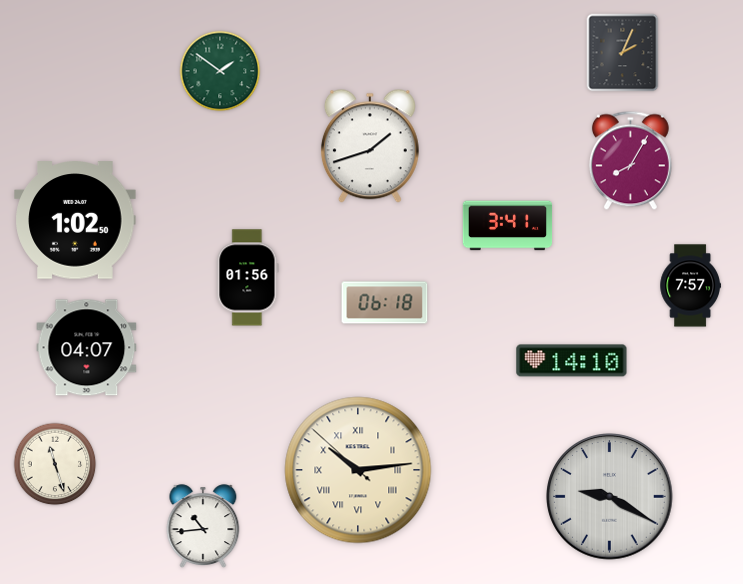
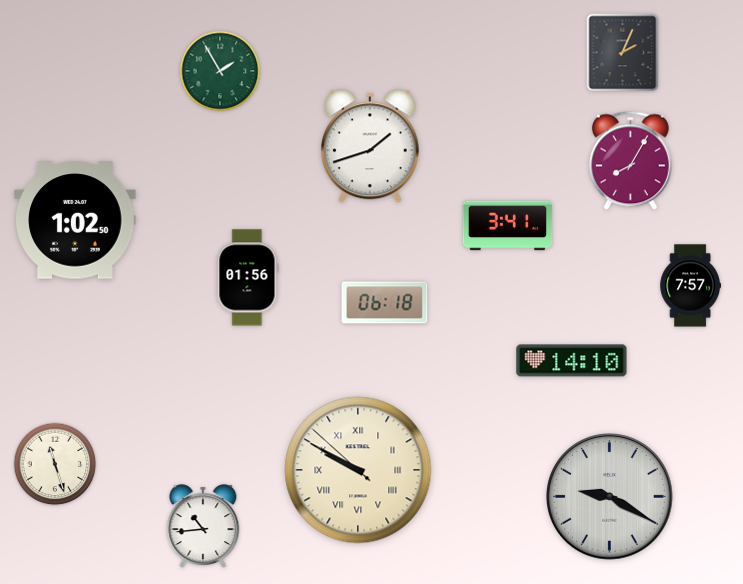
clock at (220, 71): 1:51 -> 1:55
clock at (87, 348): 04:07 -> none
clock at (358, 470): 10:13 -> 9:49
